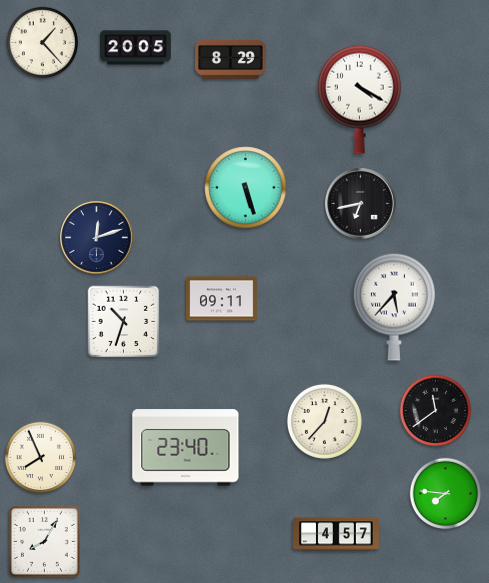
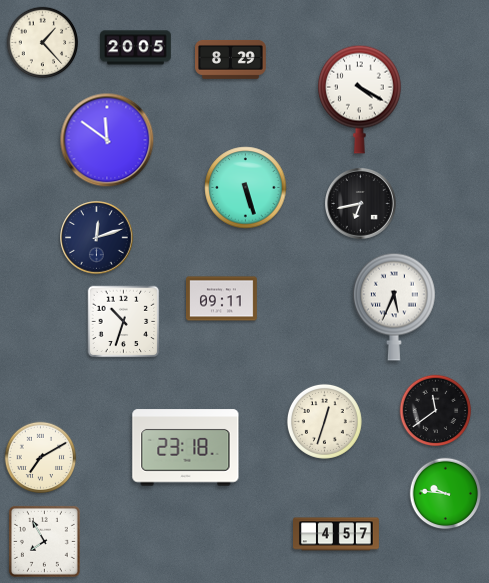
clock at (107, 140): none -> 11:51
clock at (394, 307): 5:37 -> 5:34
clock at (324, 421): 12:37 -> 12:33
clock at (186, 448): 23:40 -> 23:18
clock at (41, 458): 7:56 -> 7:10
clock at (446, 494): 7:46 -> 9:46
clock at (44, 541): 8:05 -> 7:55
